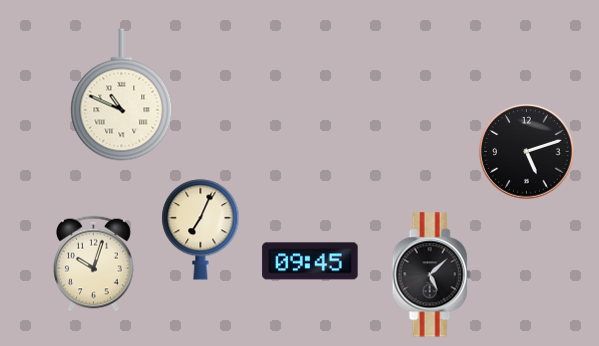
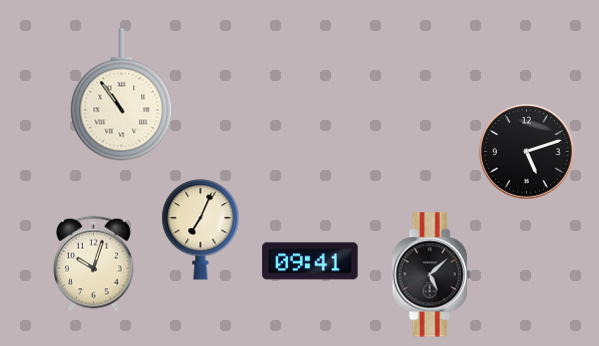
clock at (122, 95): 10:49 -> 10:54
clock at (310, 261): 09:45 -> 09:41
